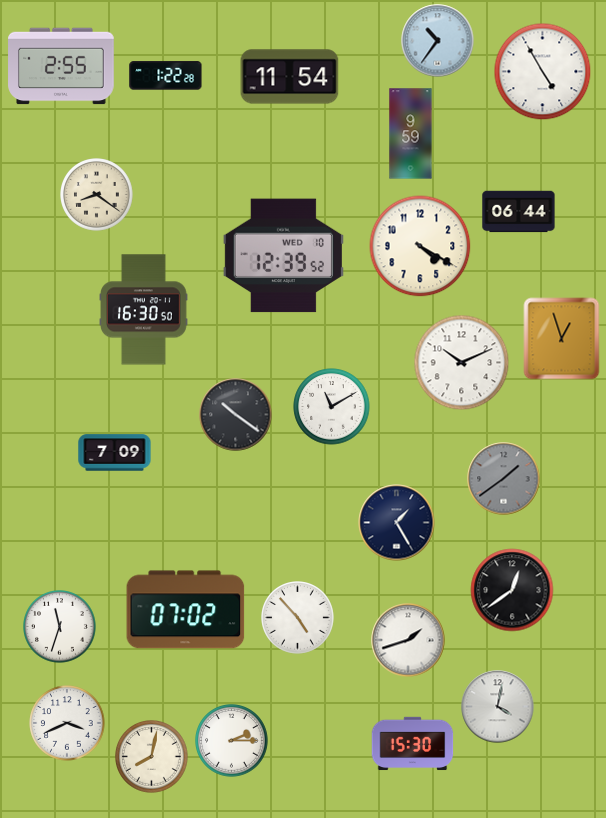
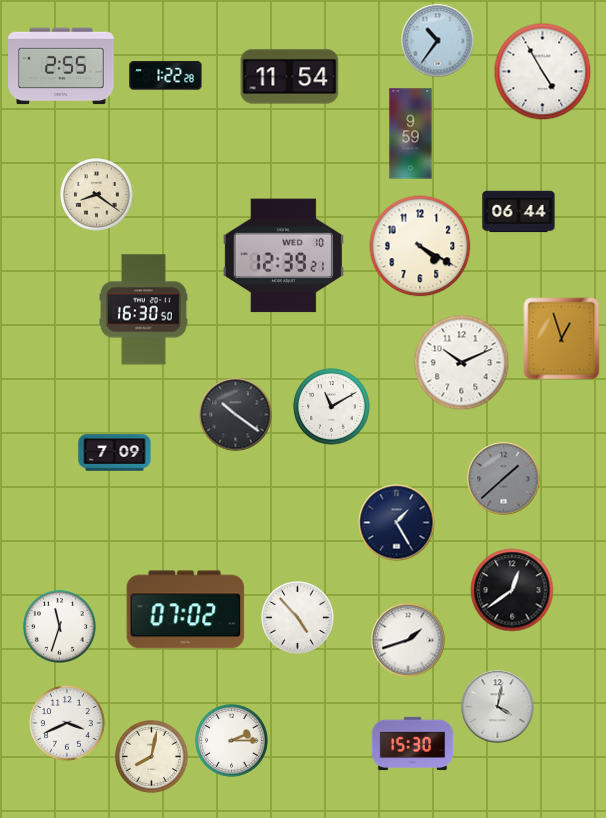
clock at (283, 256): 12:39:52 -> 12:39:21
clock at (504, 479): 1:39 -> 1:38
